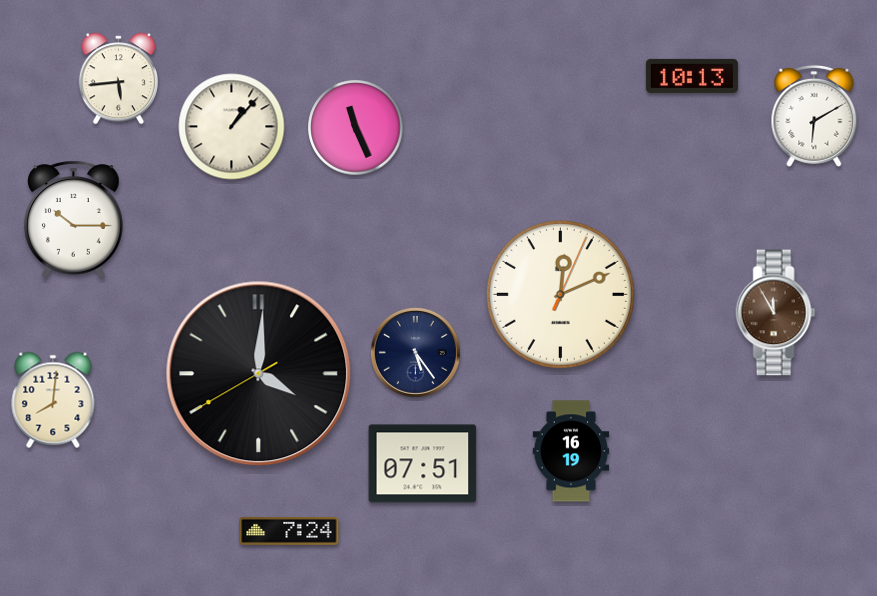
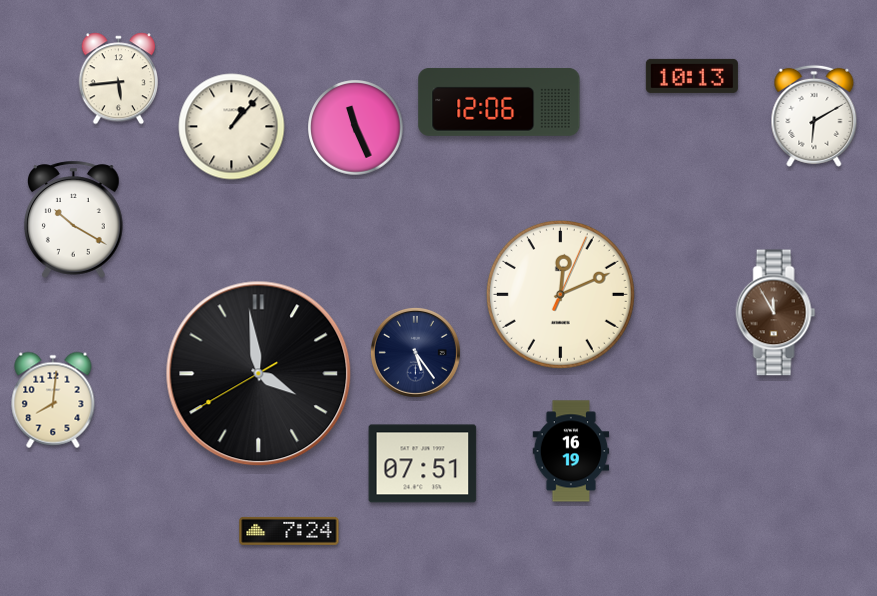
clock at (499, 102): none -> 12:06
clock at (74, 219): 10:15 -> 10:20
clock at (259, 374): 4:00 -> 3:58
